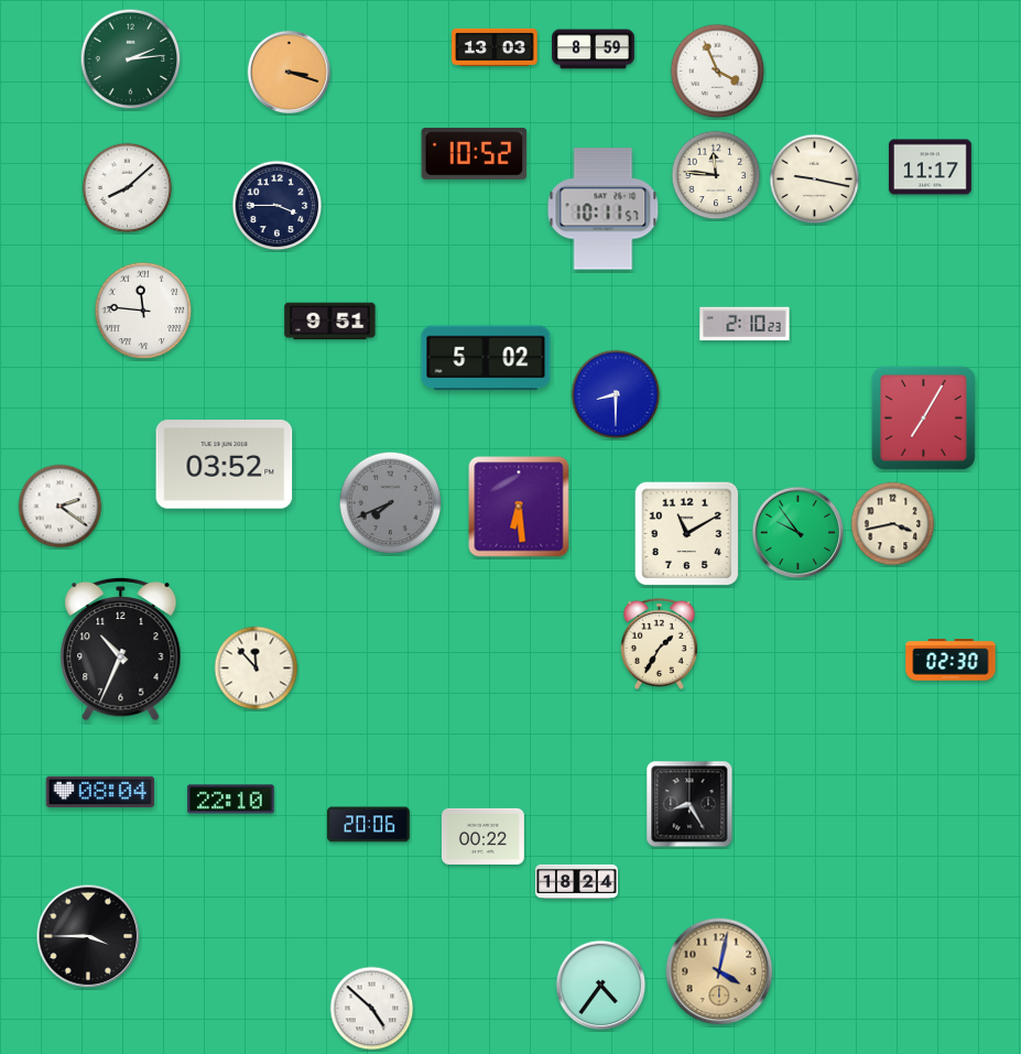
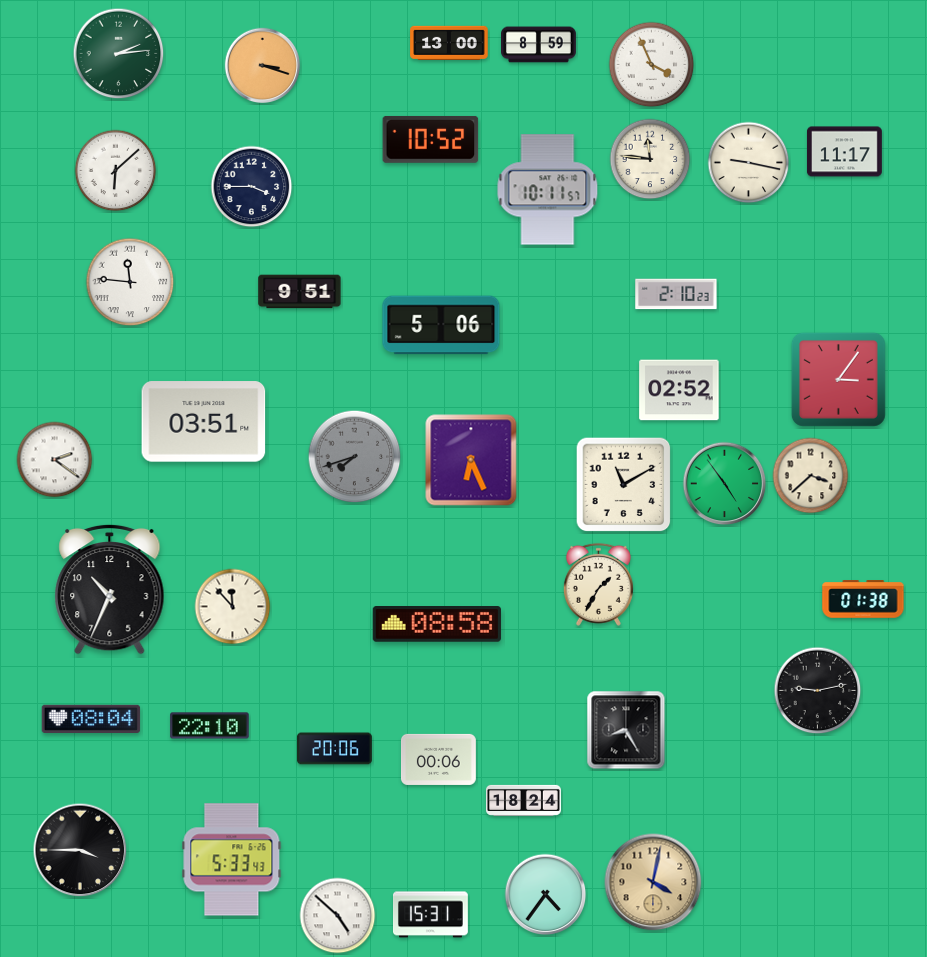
clock at (495, 46): 13:03 -> 13:00
clock at (815, 180) position: (815, 180) -> (749, 163)
clock at (128, 188): 8:08 -> 6:08
clock at (486, 358): 5:02 -> 5:06
clock at (616, 394): 8:30 -> none
clock at (923, 417): 7:05 -> 3:06
clock at (679, 390): none -> 02:52
clock at (225, 465): 03:52 -> 03:51
clock at (391, 503): 7:41 -> 7:42
clock at (519, 507): 6:29 -> 6:26
clock at (893, 524): 3:43 -> 3:38
clock at (799, 533): 9:54 -> 4:54
clock at (951, 660): 02:30 -> 01:38
clock at (437, 625): none -> 08:58
clock at (818, 691): none -> 9:13
clock at (482, 836): 00:22 -> 00:06
clock at (232, 860): none -> 5:33
clock at (431, 915): none -> 15:31
